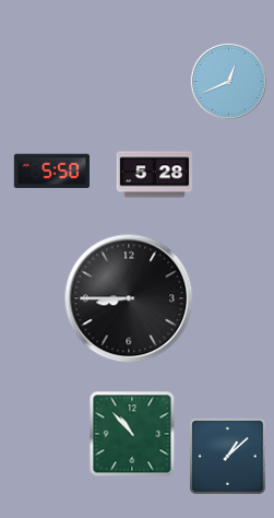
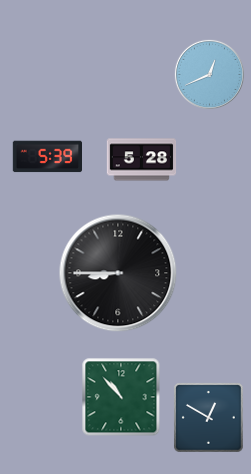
clock at (51, 172): 5:50 -> 5:39
clock at (228, 457): 1:08 -> 12:50
